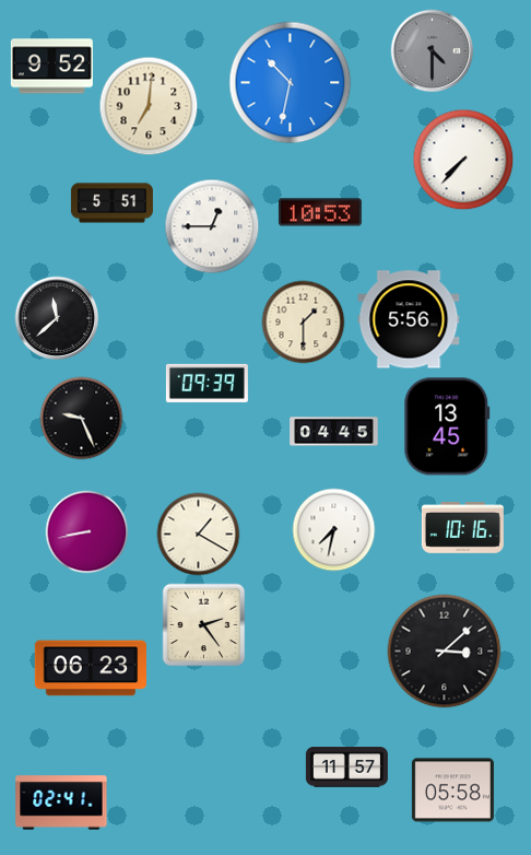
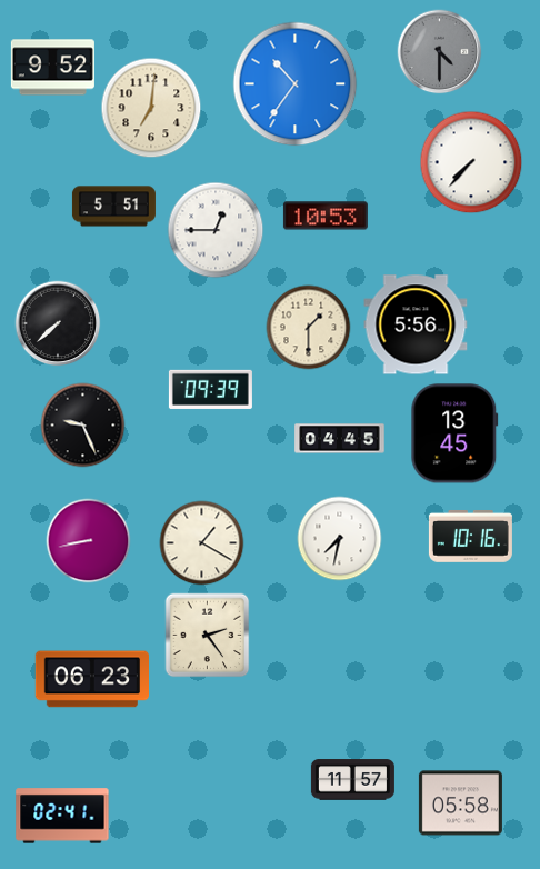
clock at (291, 83): 10:32 -> 10:36
clock at (57, 318): 11:38 -> 7:38
clock at (445, 652): 3:08 -> none
